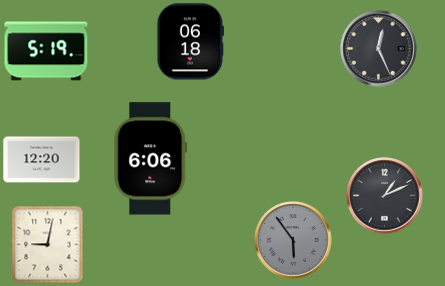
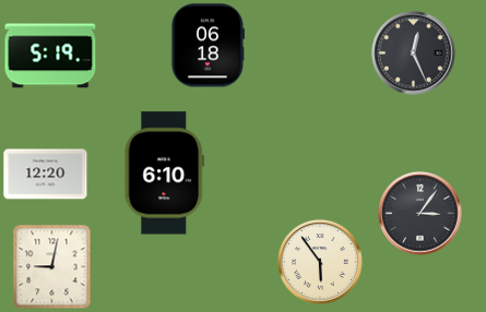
clock at (151, 159): 6:06 -> 6:10
clock at (385, 196): 1:11 -> 3:06
clock at (293, 240) dial: grey -> cream
